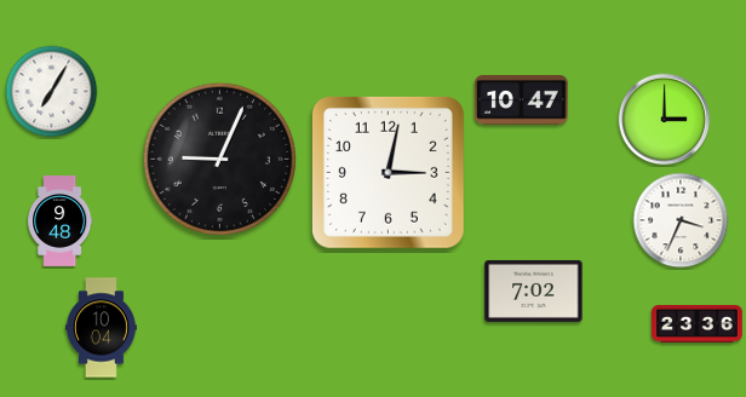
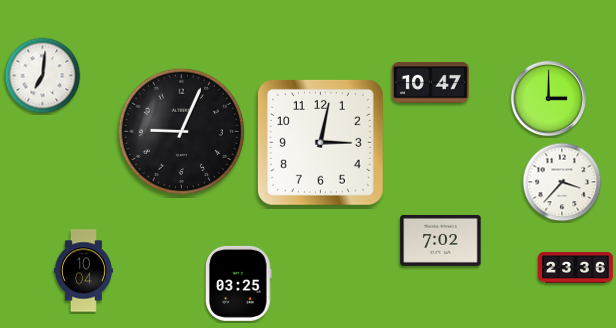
clock at (52, 92): 7:05 -> 7:01
clock at (681, 220): 3:34 -> 3:37
clock at (61, 221): 9:48 -> none
clock at (239, 283): none -> 03:25
